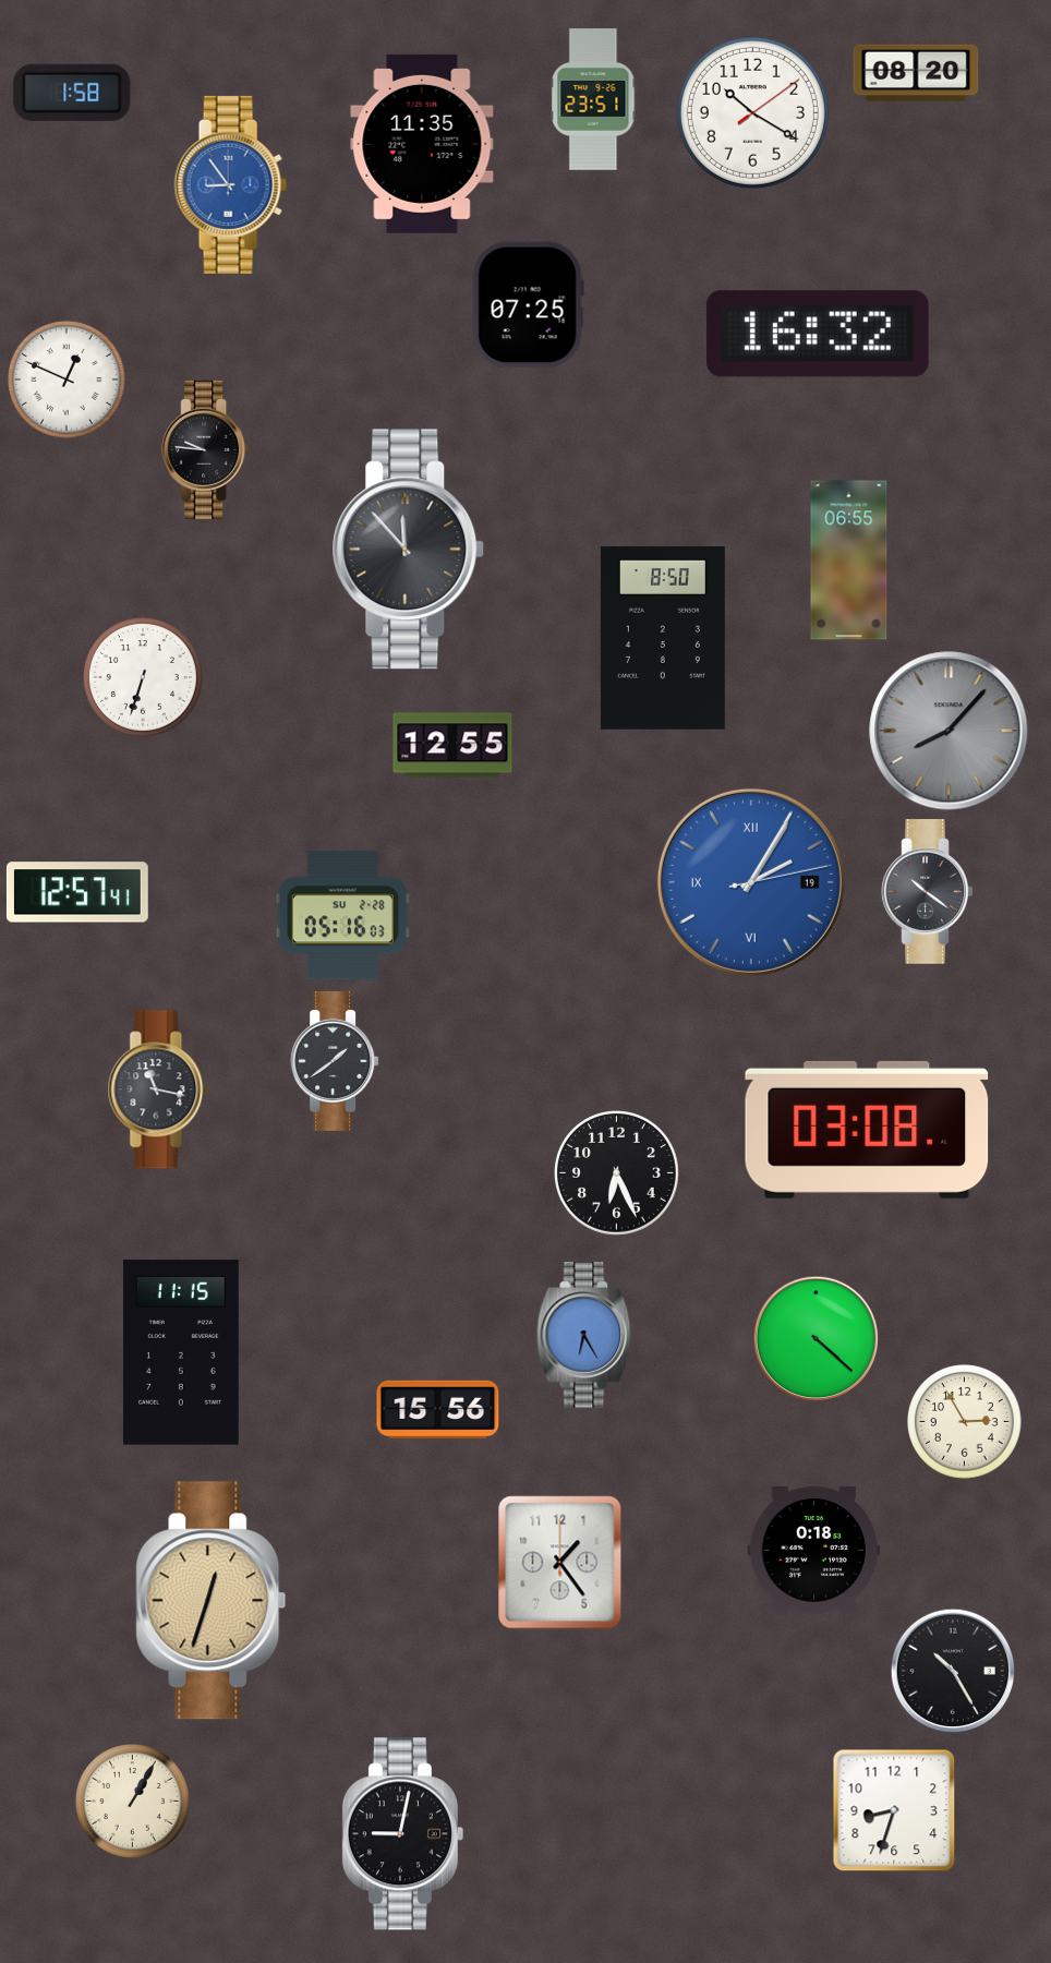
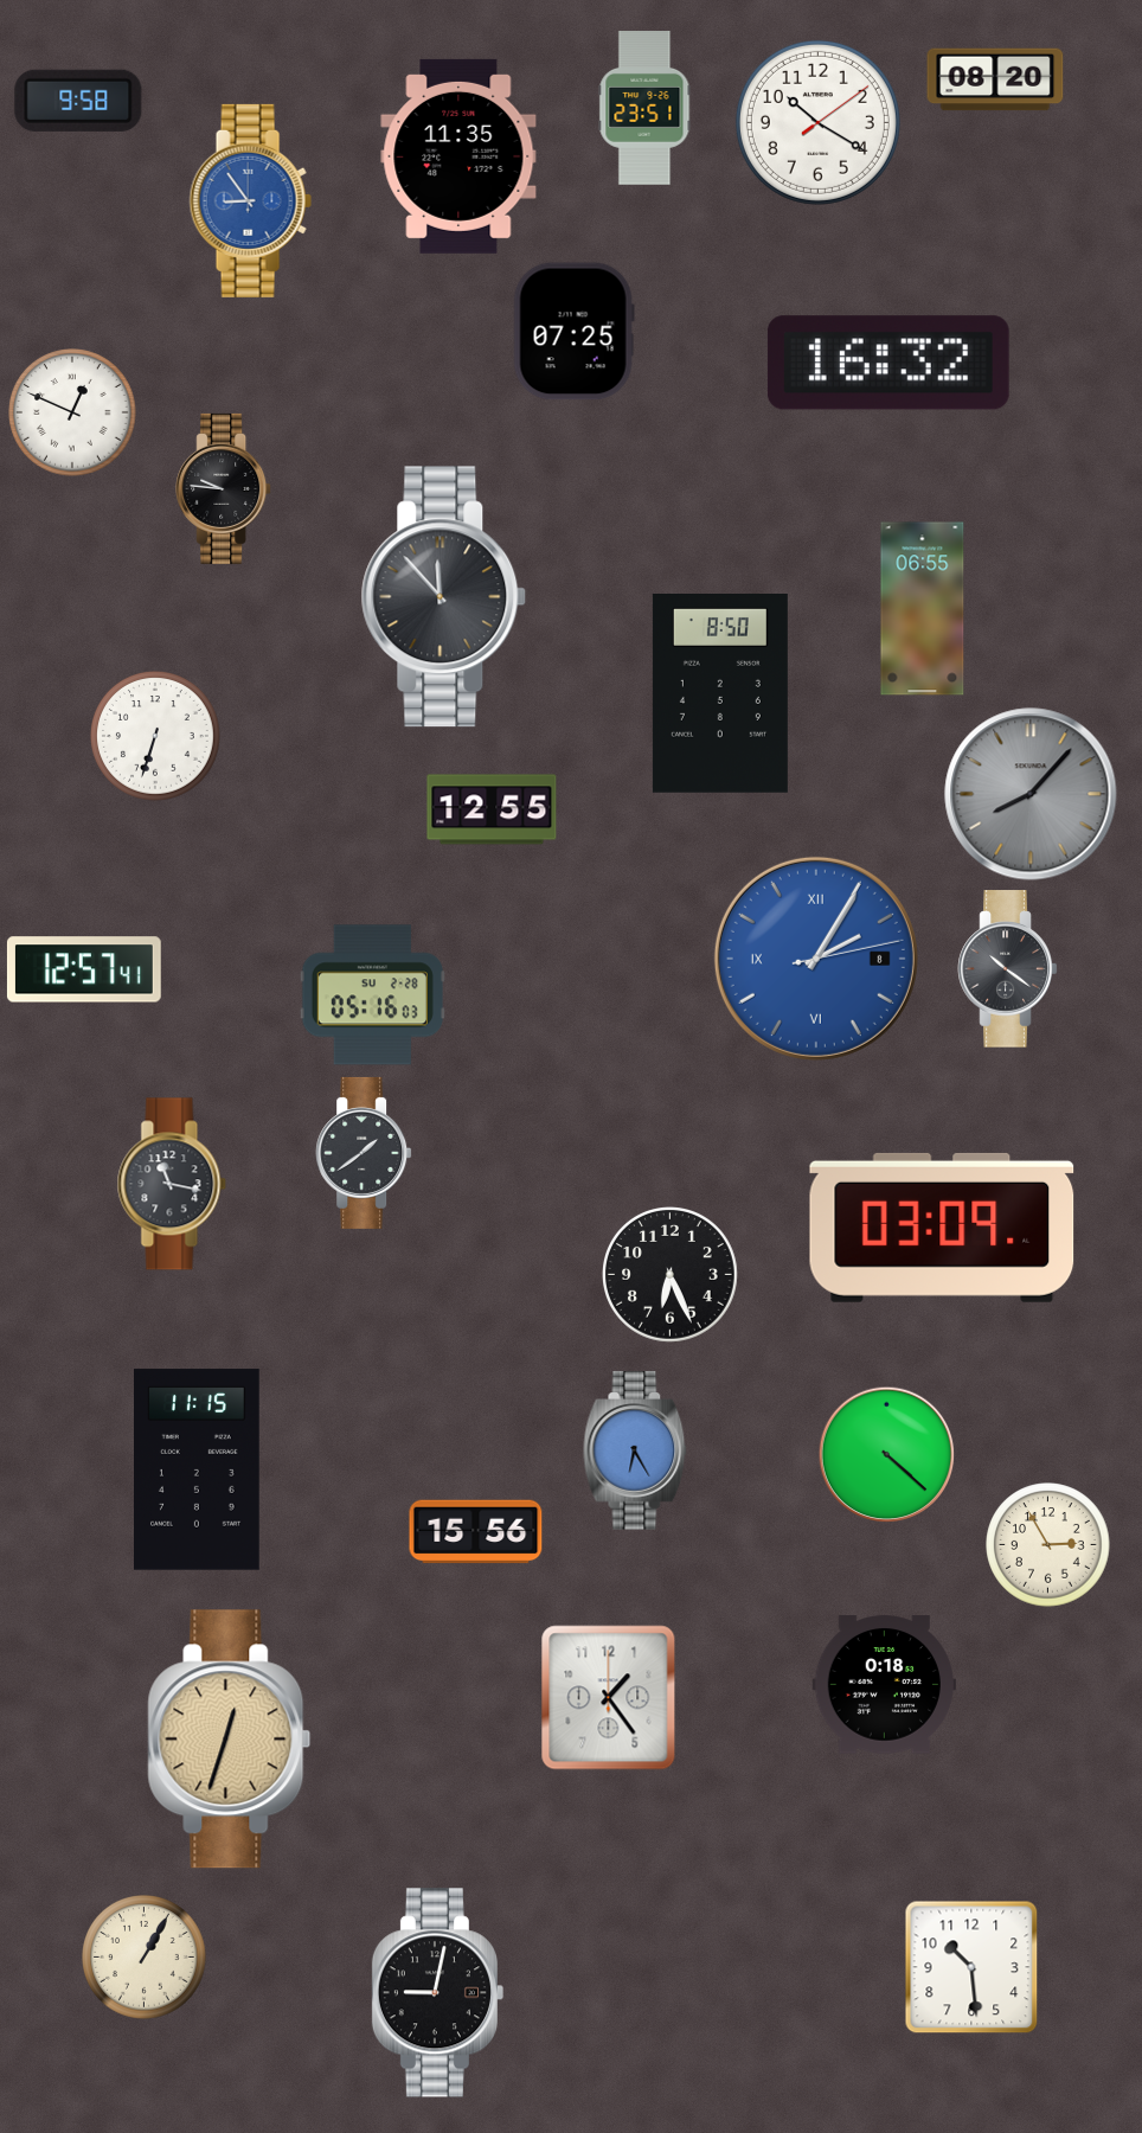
clock at (72, 93): 1:58 -> 9:58
clock at (751, 882) date: 19 -> 8
clock at (867, 1130): 03:08 -> 03:09
clock at (953, 1671): 10:25 -> none
clock at (894, 1810): 8:33 -> 10:29
